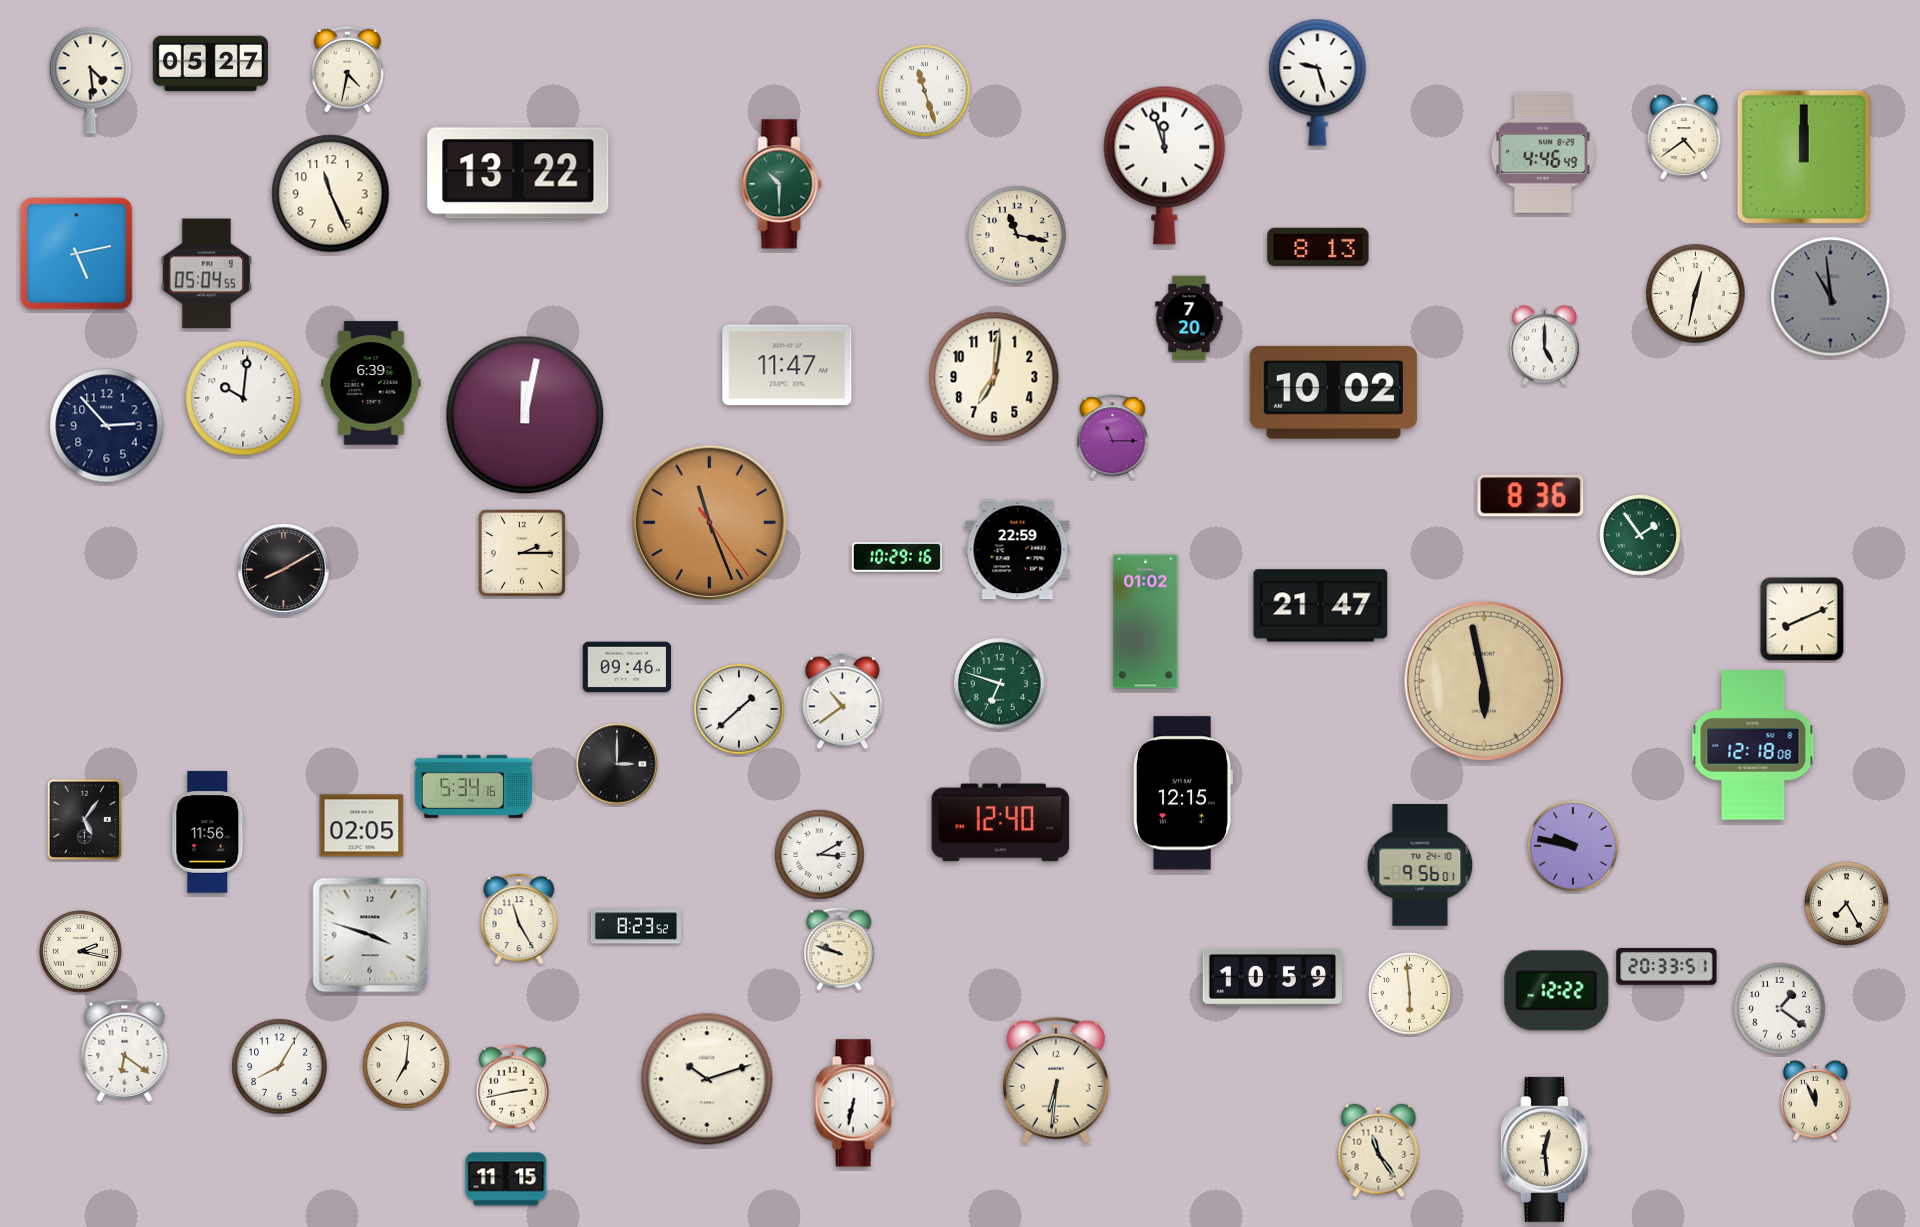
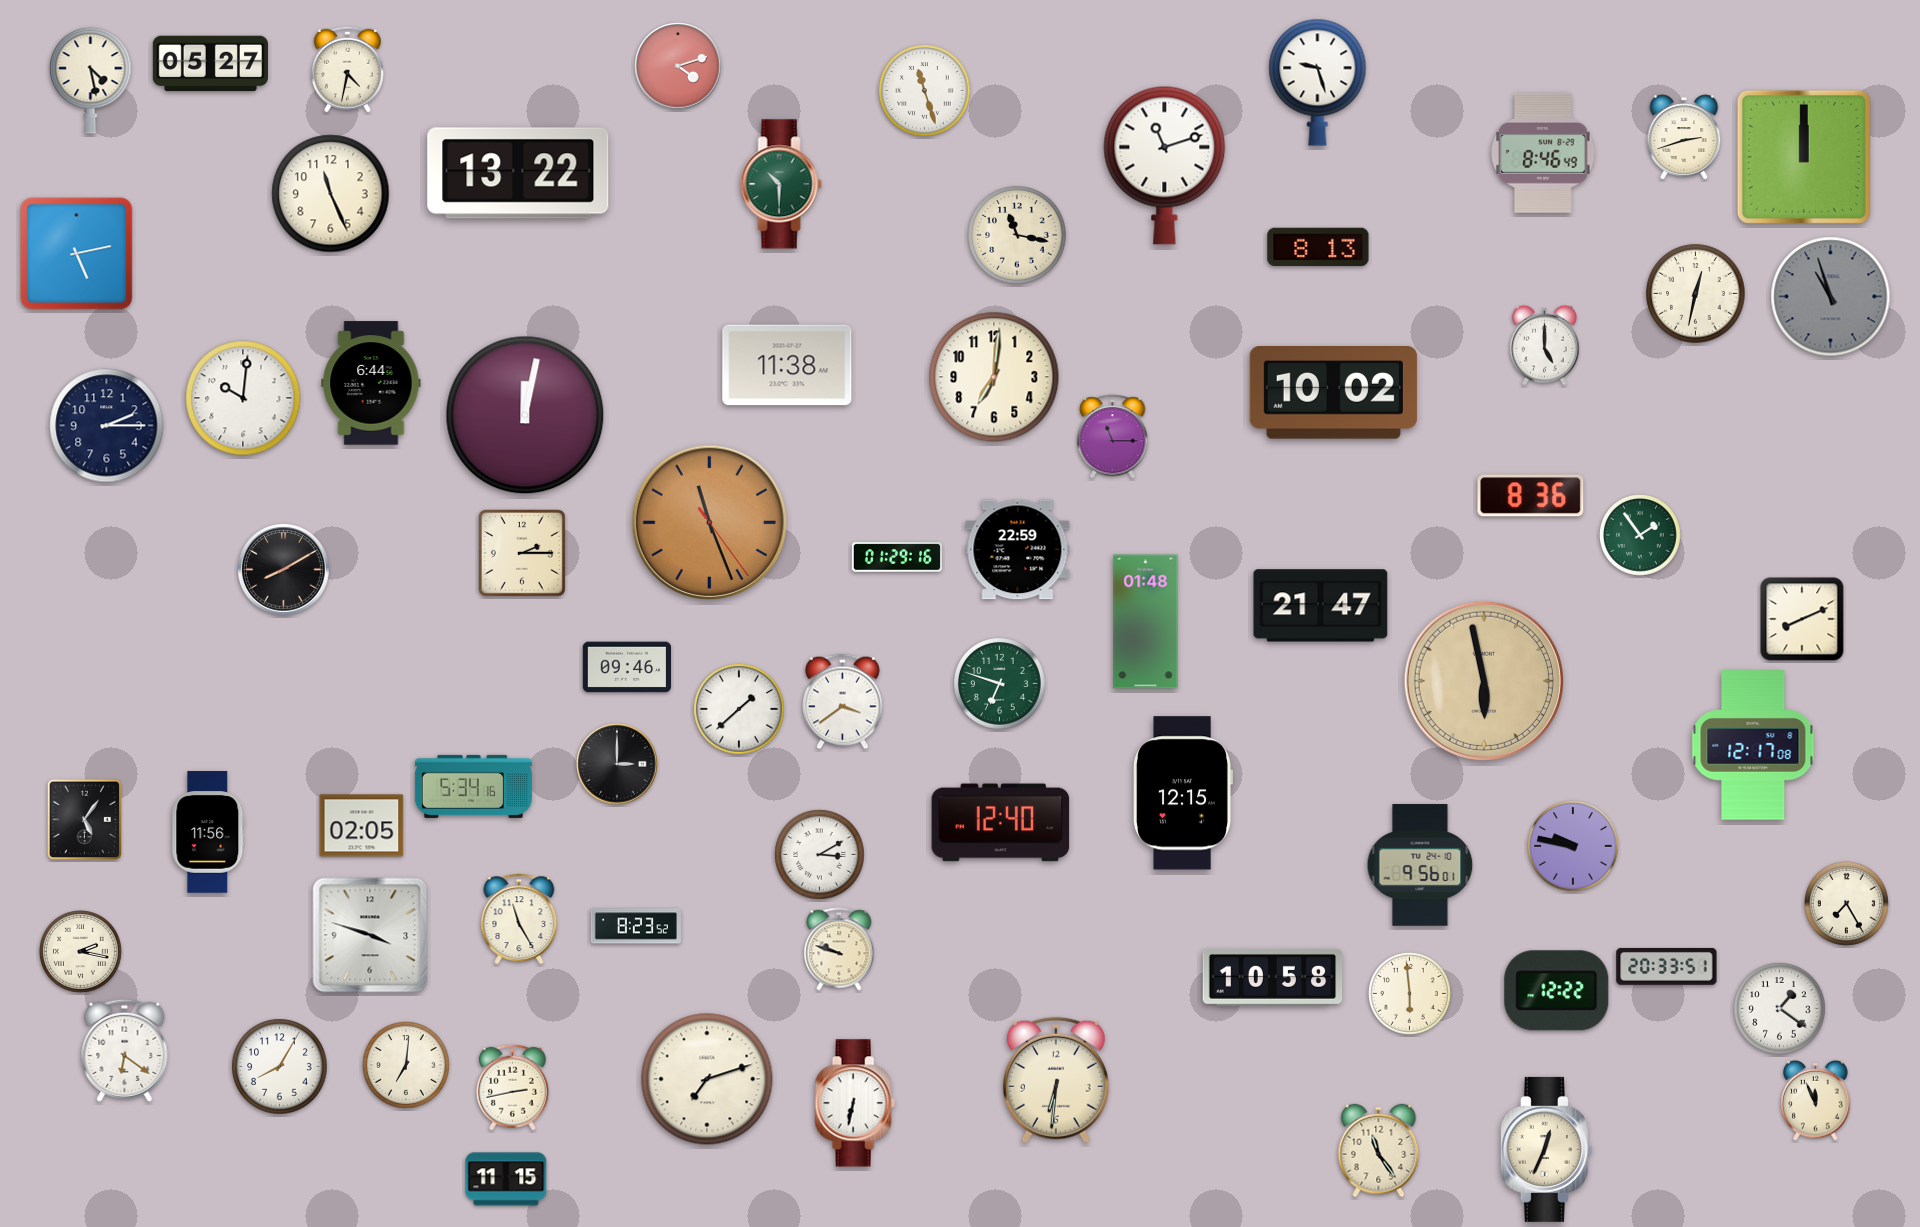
clock at (678, 66): none -> 4:12
clock at (91, 80): 4:29 -> 4:28
clock at (1684, 137): 4:39 -> 2:42
clock at (1543, 153): 4:46 -> 8:46
clock at (1165, 165): 11:57 -> 11:12
clock at (206, 274): 05:04 -> none
clock at (1831, 297): 10:59 -> 10:57
clock at (1189, 318): 7:20 -> none
clock at (787, 365): 11:47 -> 11:38
clock at (371, 383): 6:39 -> 6:44
clock at (107, 426): 2:53 -> 2:15
clock at (897, 557): 10:29 -> 01:29
clock at (1146, 622): 01:02 -> 01:48
clock at (843, 702): 10:39 -> 3:39
clock at (1753, 745): 12:18 -> 12:17
clock at (1273, 977): 10:59 -> 10:58
clock at (707, 1079): 10:12 -> 7:12
clock at (1546, 1149): 12:29 -> 12:34
